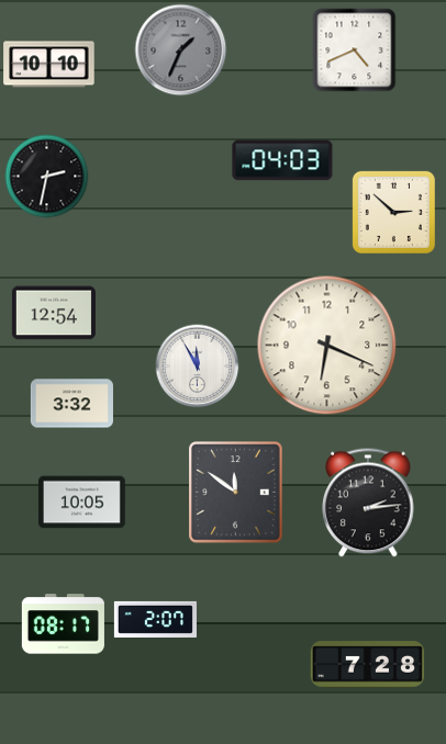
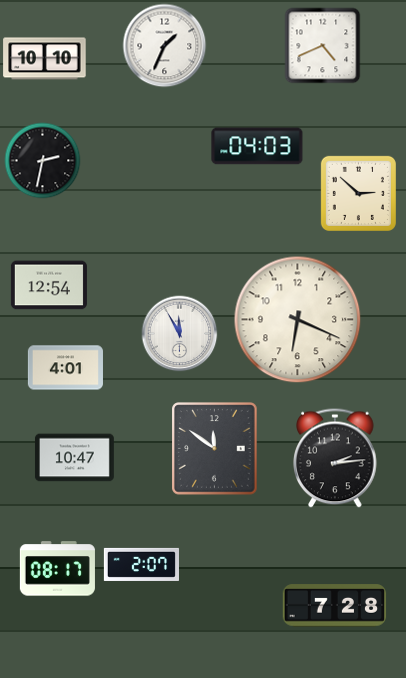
clock at (181, 50) dial: grey -> white
clock at (327, 346) position: (327, 346) -> (298, 320)
clock at (71, 404): 3:32 -> 4:01
clock at (81, 503): 10:05 -> 10:47
